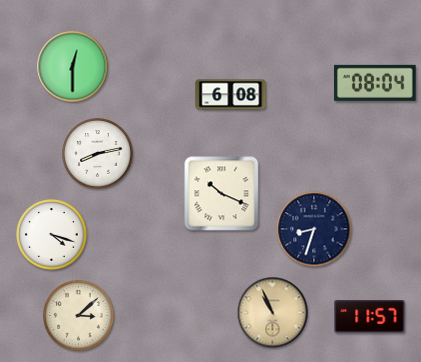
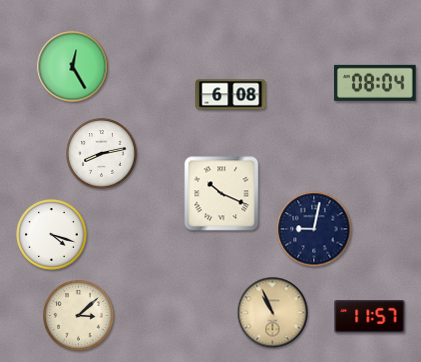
clock at (73, 67): 12:30 -> 12:25
clock at (98, 154) position: (98, 154) -> (102, 154)
clock at (314, 229): 8:33 -> 9:02
